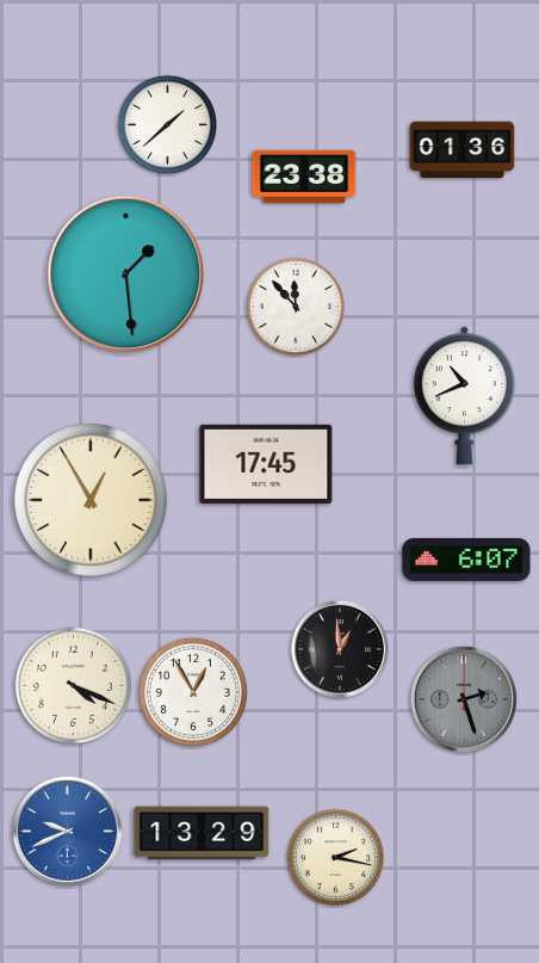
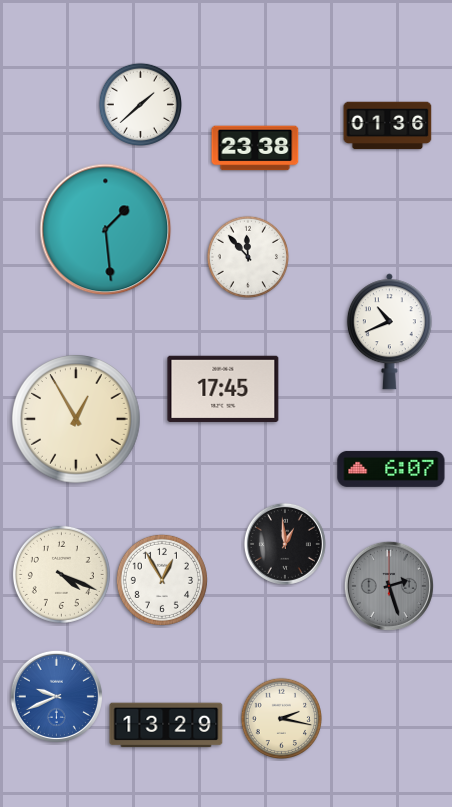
clock at (202, 833) position: (202, 833) -> (166, 725)
